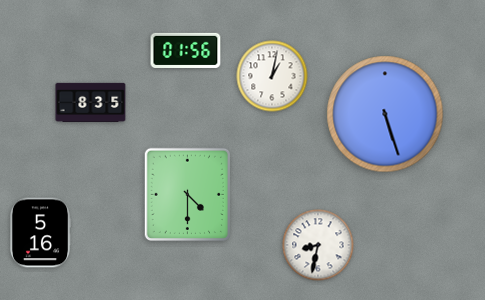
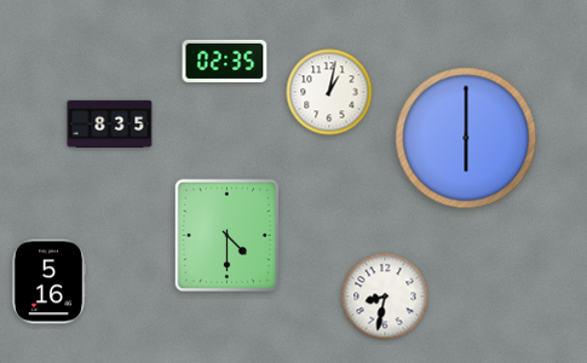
clock at (186, 50): 01:56 -> 02:35
clock at (385, 114): 5:27 -> 6:00
